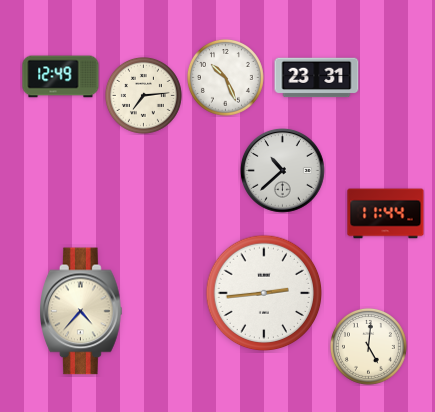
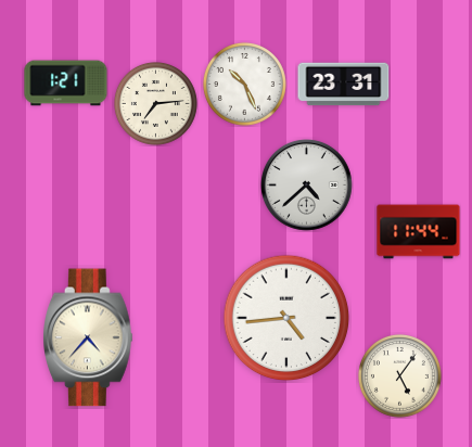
clock at (61, 77): 12:49 -> 1:21
clock at (282, 170): 10:38 -> 4:38
clock at (264, 293): 2:44 -> 4:44
clock at (368, 346): 5:01 -> 5:06
